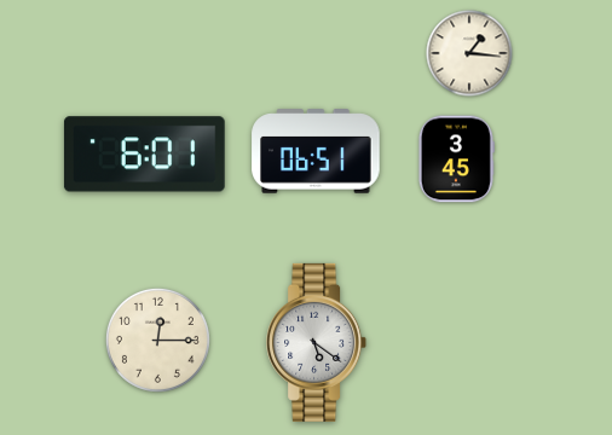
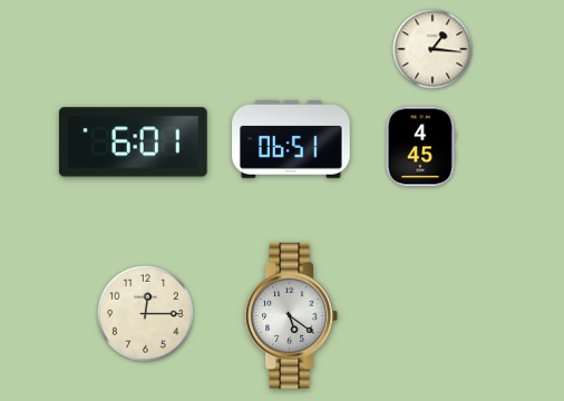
clock at (456, 159): 3:45 -> 4:45
